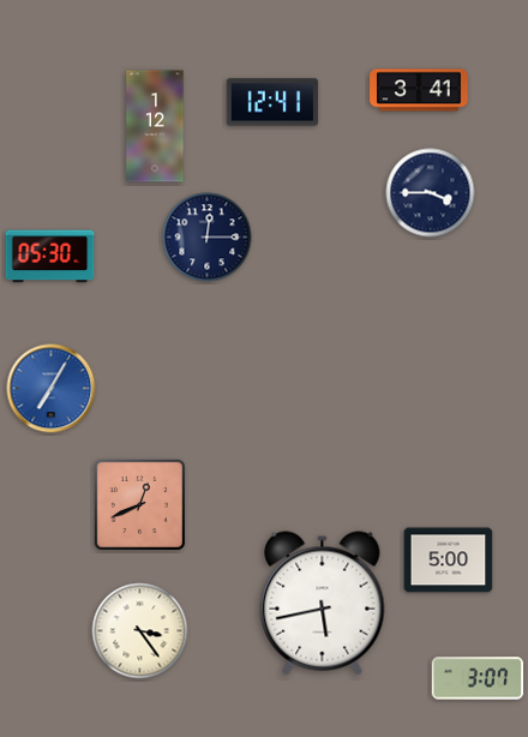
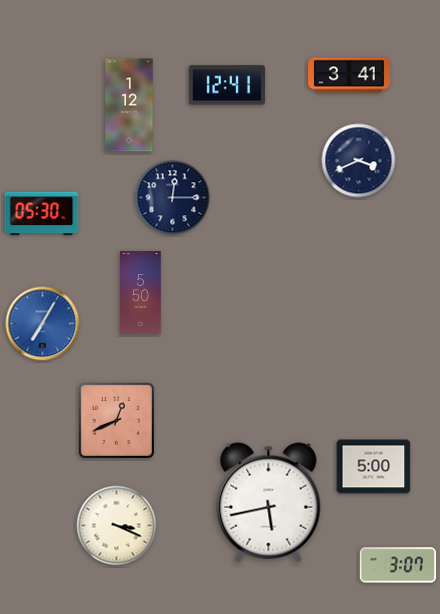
clock at (431, 193): 3:45 -> 3:41
clock at (141, 293): none -> 5:50
clock at (140, 631): 3:24 -> 3:19
